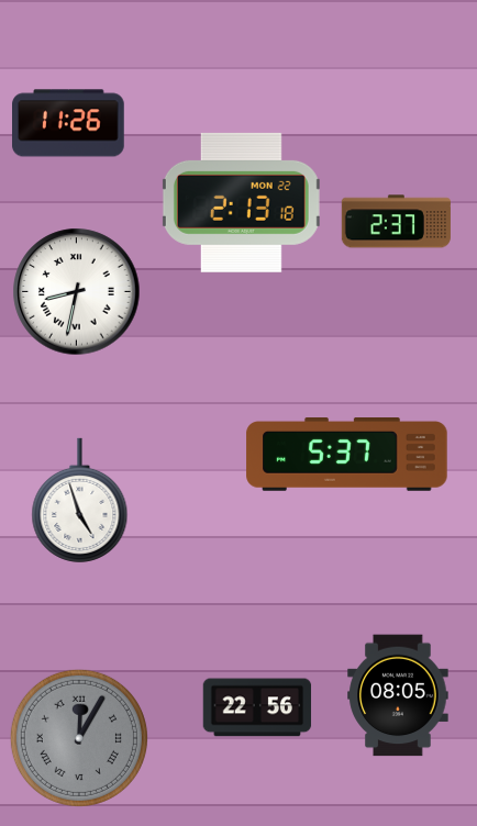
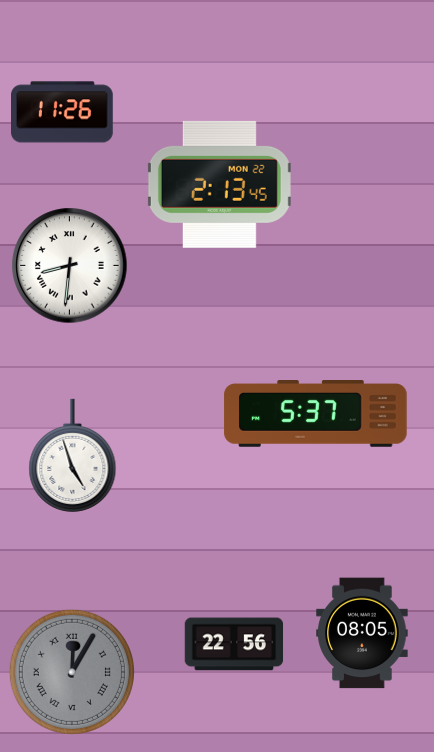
clock at (241, 202): 2:13:18 -> 2:13:45
clock at (396, 222): 2:37 -> none
clock at (77, 292): 8:32 -> 8:31
